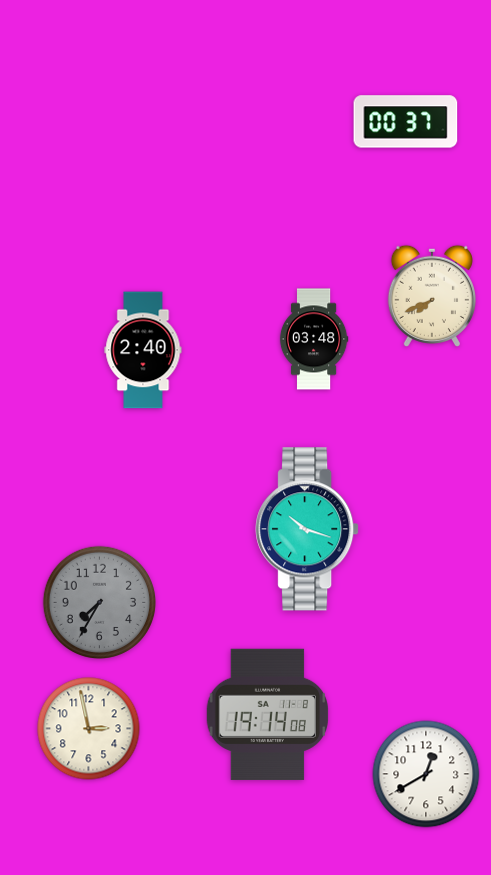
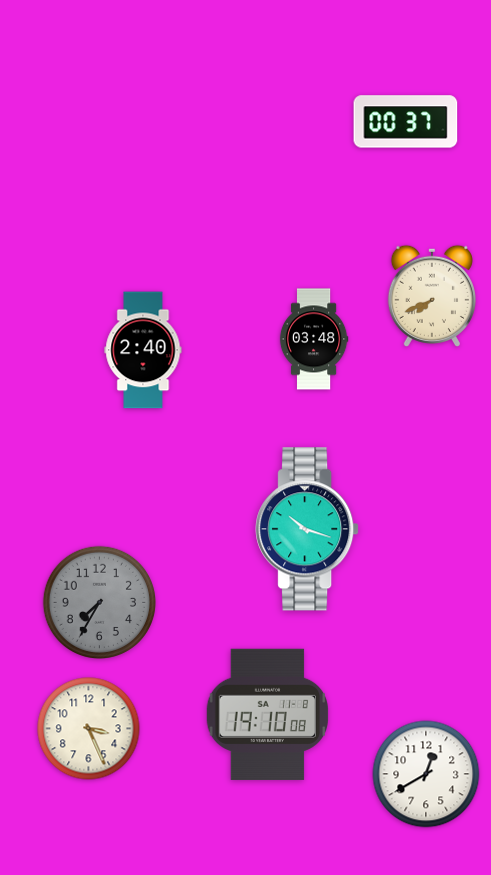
clock at (267, 714): 19:14 -> 19:10
clock at (89, 729): 2:58 -> 3:26
